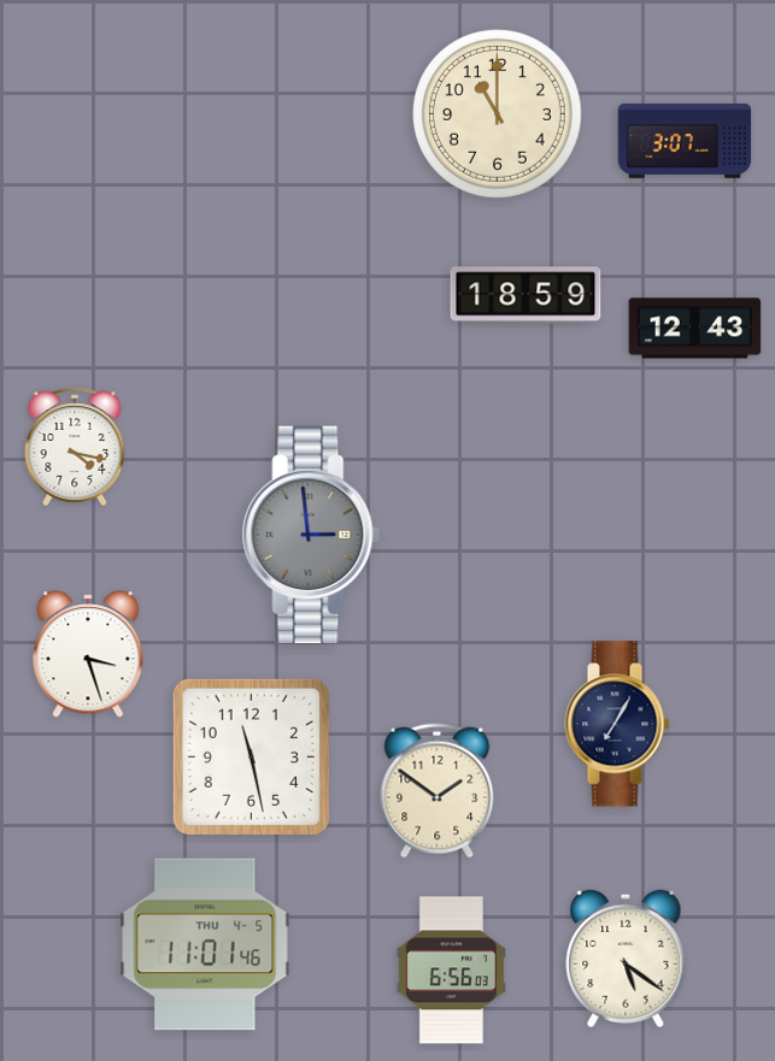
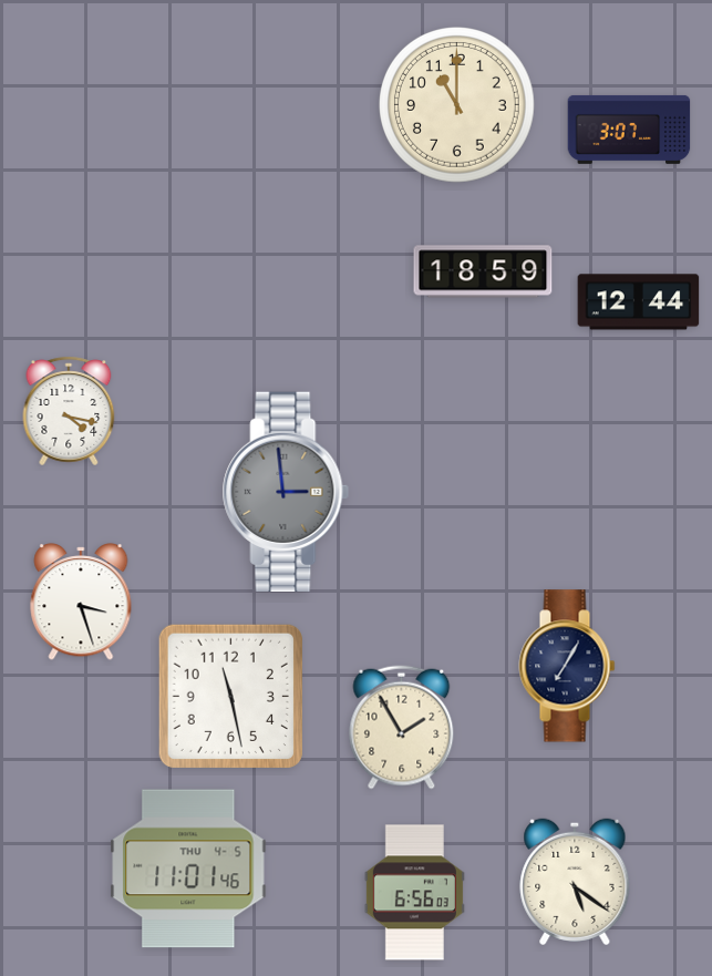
clock at (695, 329): 12:43 -> 12:44
clock at (438, 791): 1:51 -> 1:55
